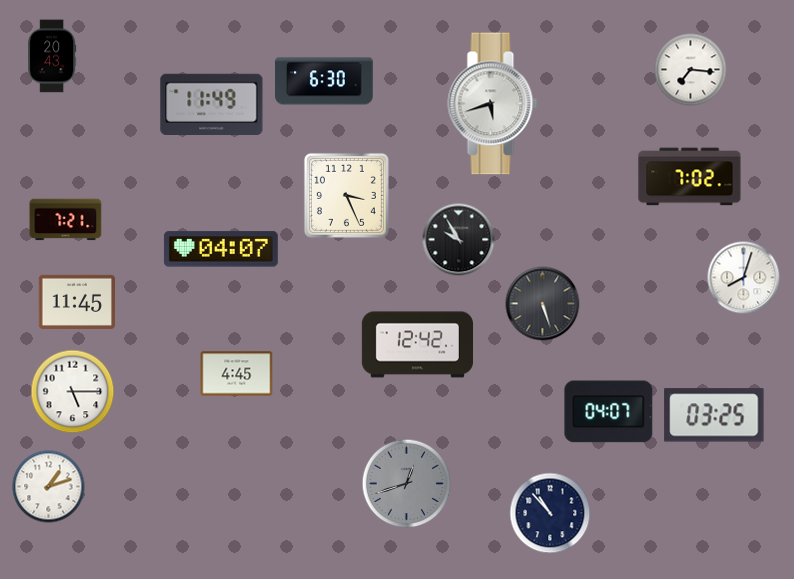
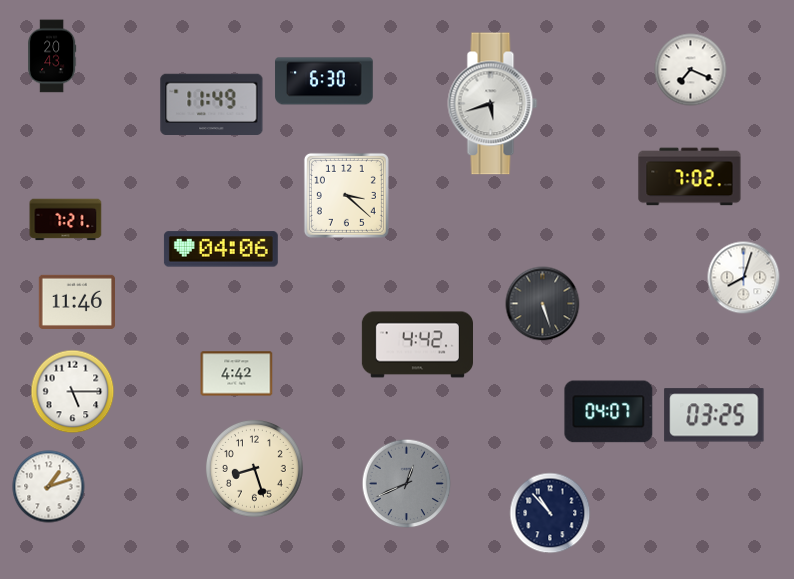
clock at (691, 70): 7:16 -> 7:19
clock at (346, 195): 3:26 -> 3:22
clock at (459, 240): 9:55 -> none
clock at (221, 249): 04:07 -> 04:06
clock at (76, 302): 11:45 -> 11:46
clock at (417, 345): 12:42 -> 4:42
clock at (237, 374): 4:45 -> 4:42
clock at (254, 468): none -> 8:27
clock at (407, 484): 12:42 -> 12:41
